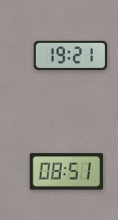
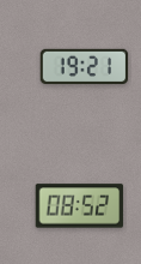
clock at (67, 172): 08:51 -> 08:52
